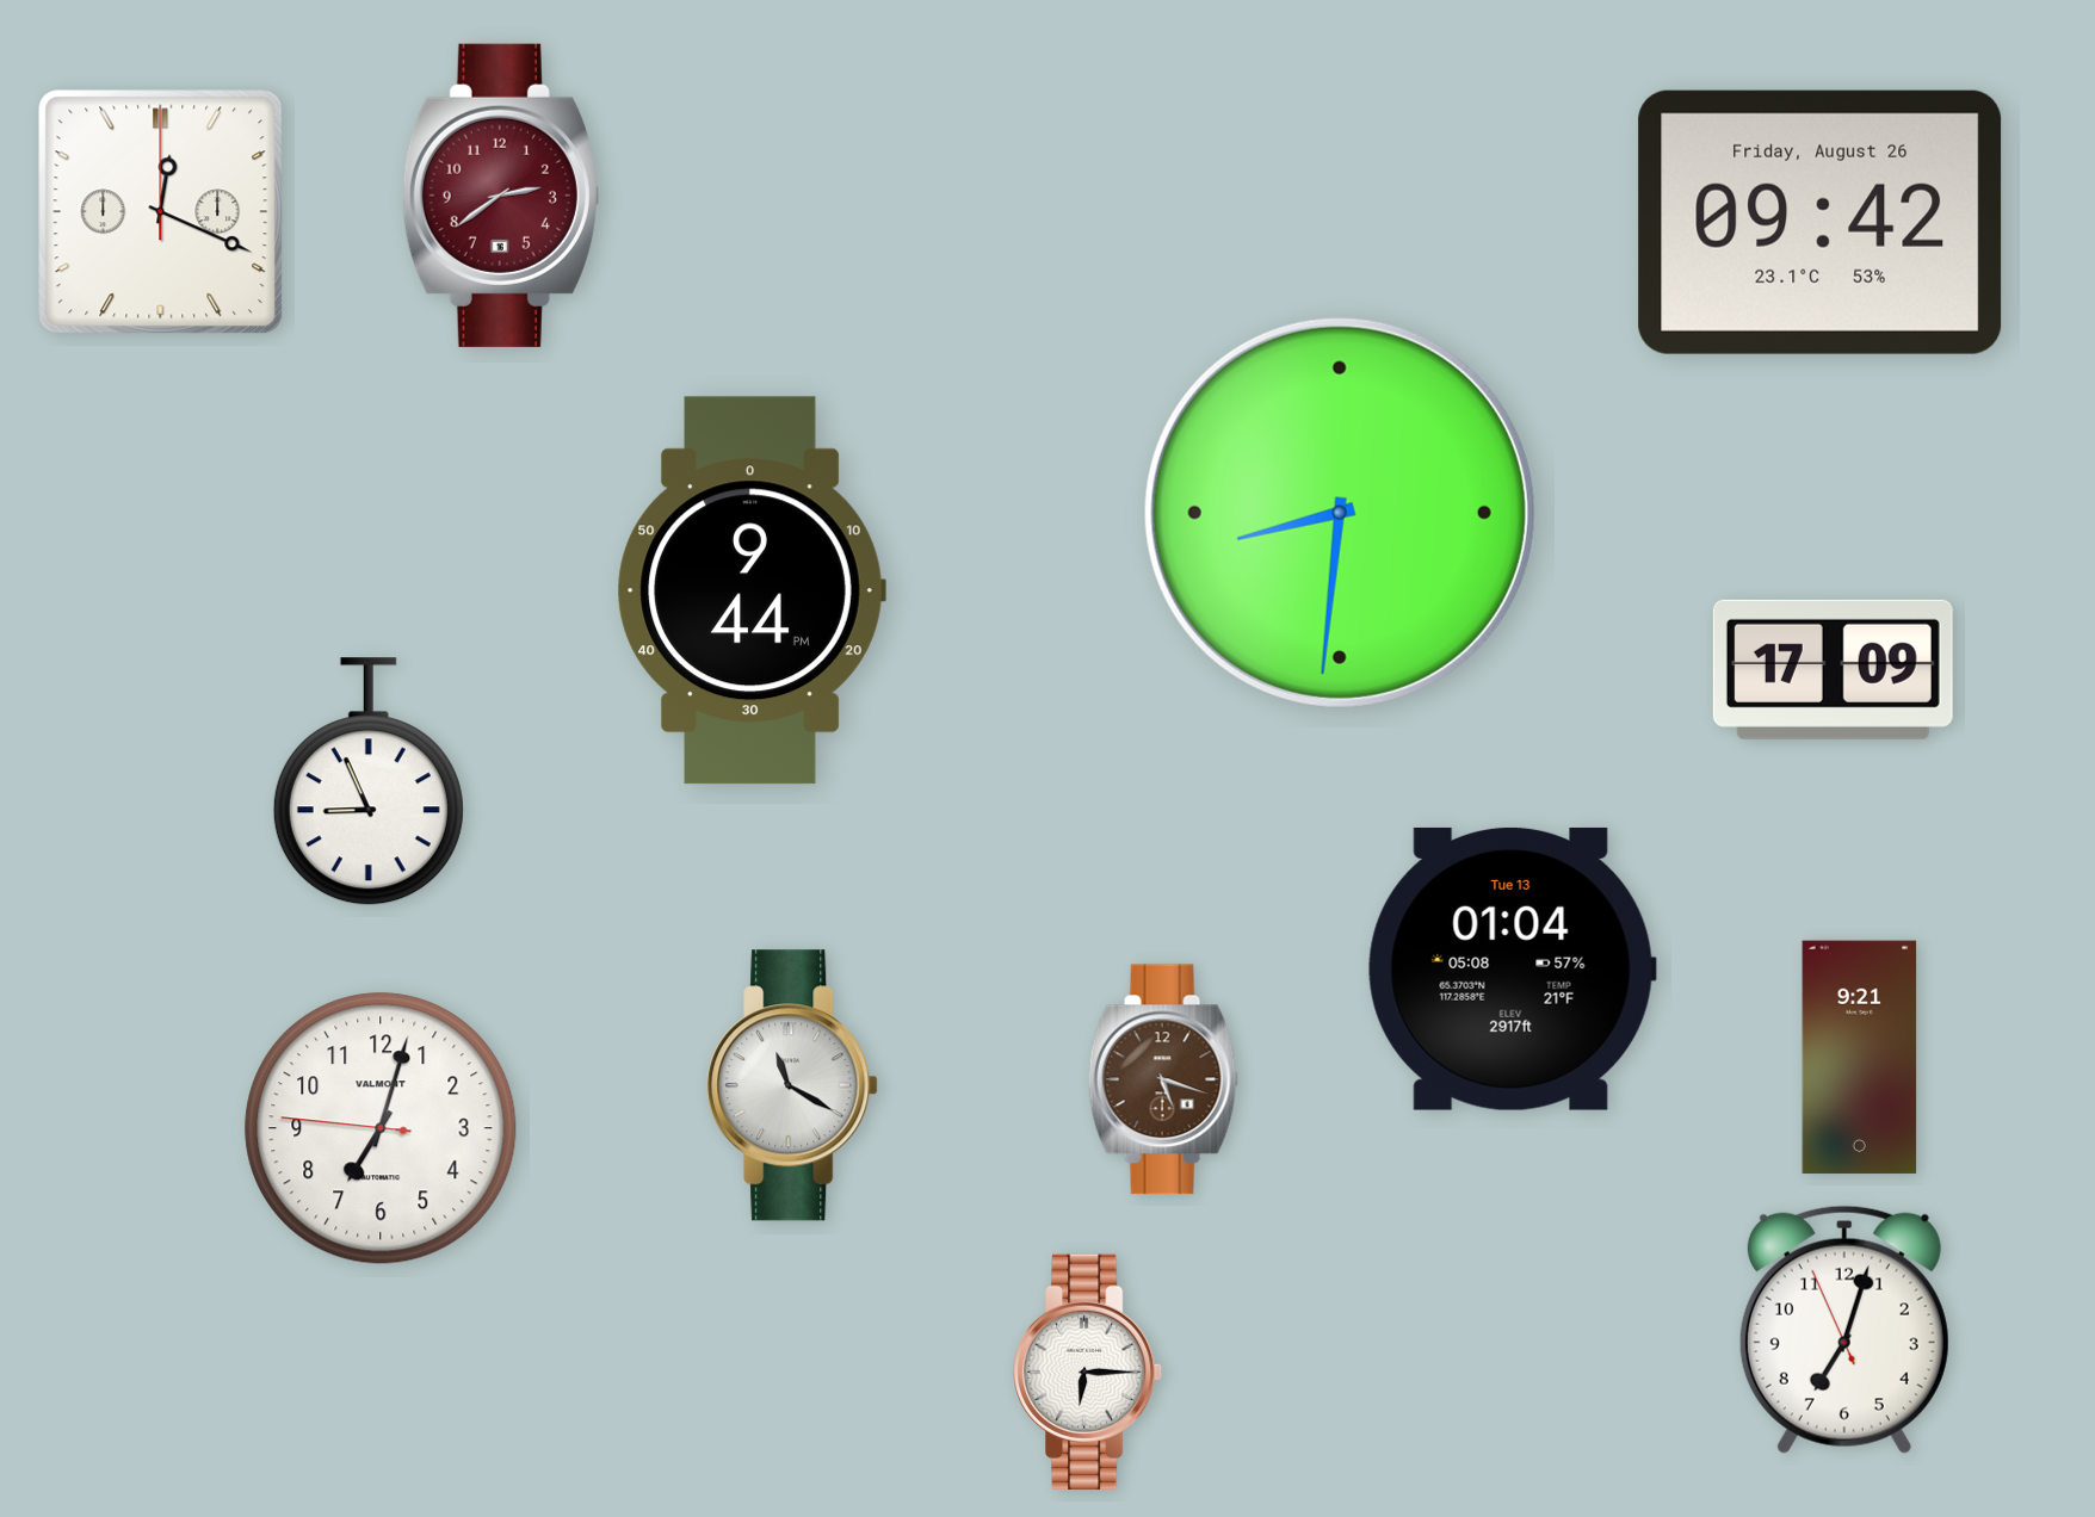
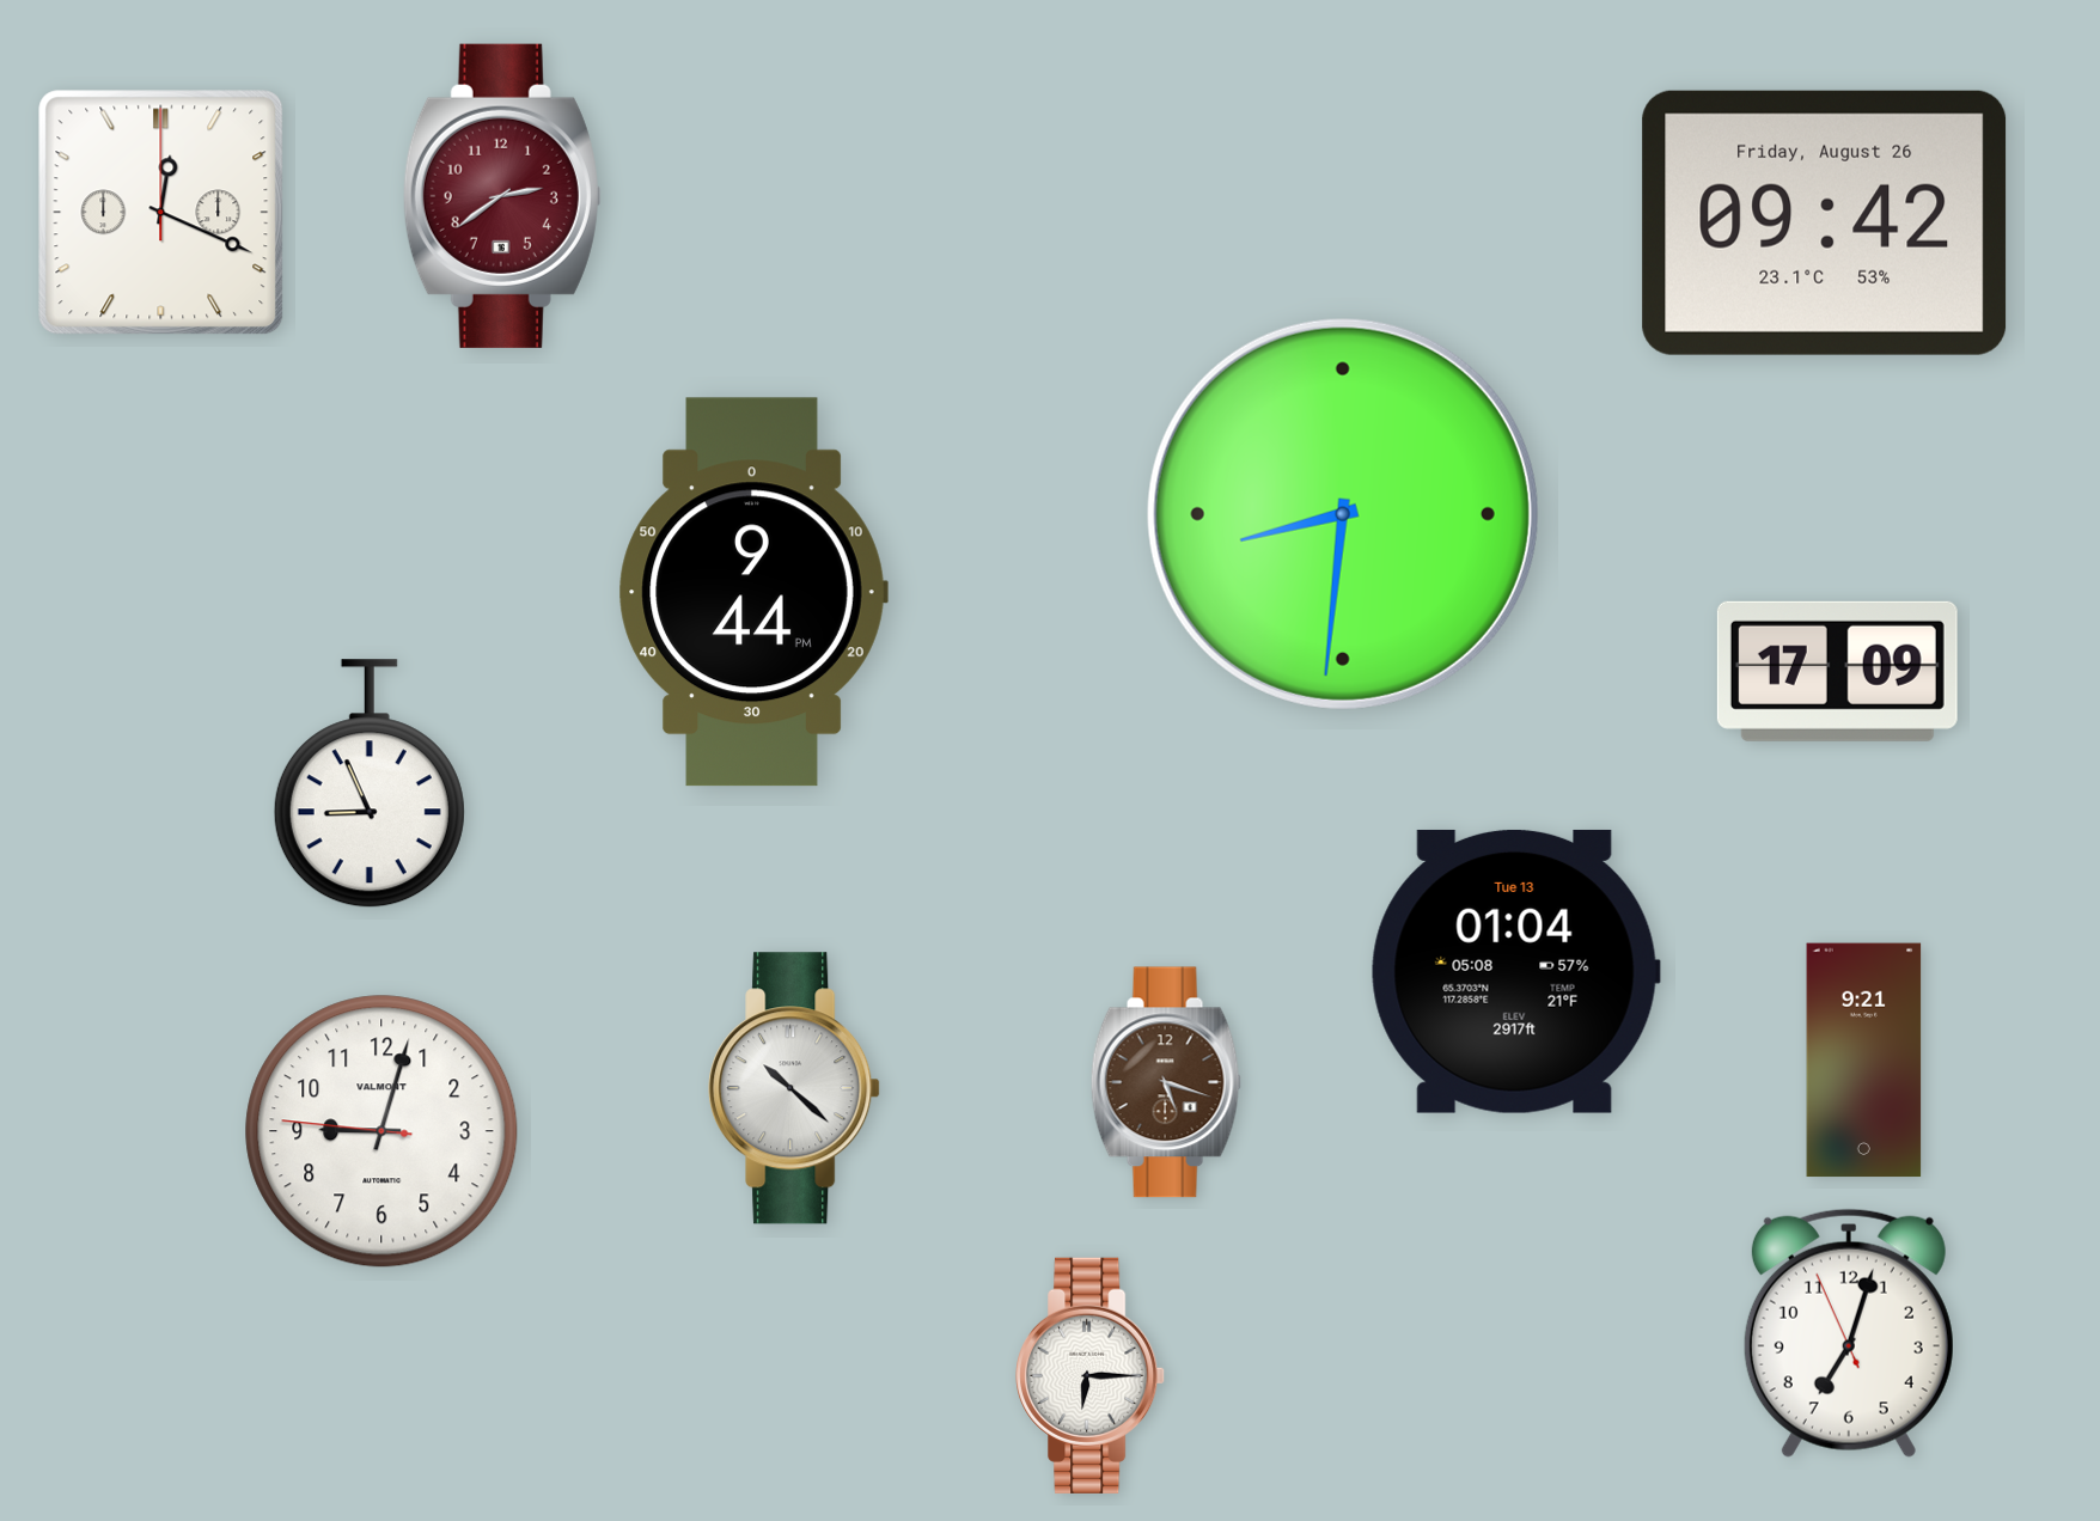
clock at (792, 1085): 11:20 -> 10:22
clock at (381, 1128): 7:02 -> 9:02
